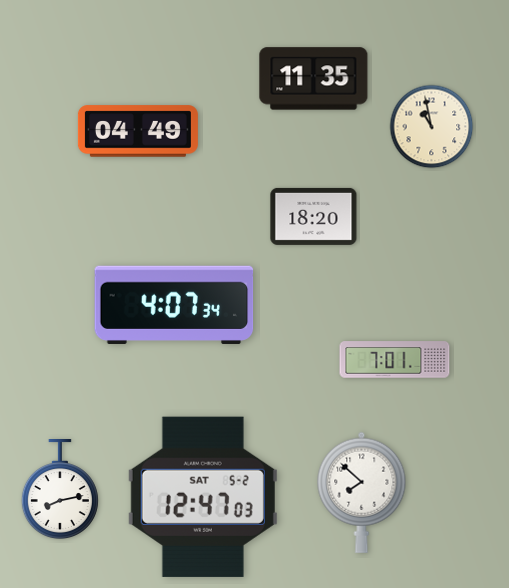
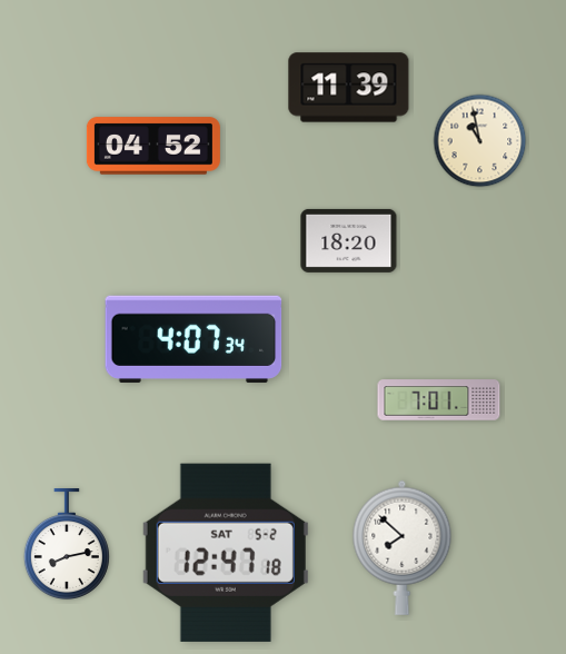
clock at (314, 79): 11:35 -> 11:39
clock at (138, 131): 04:49 -> 04:52
clock at (203, 497): 12:47:03 -> 12:47:18
